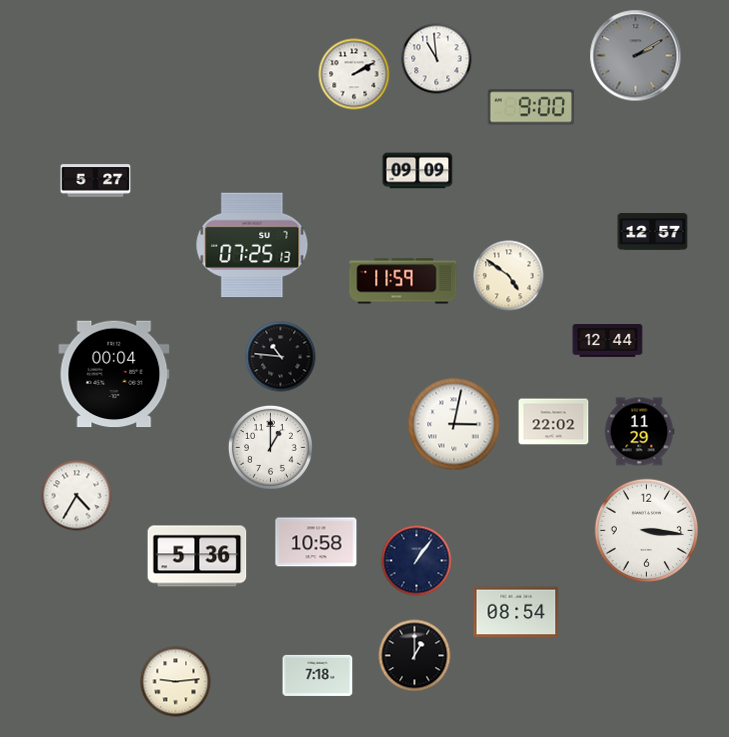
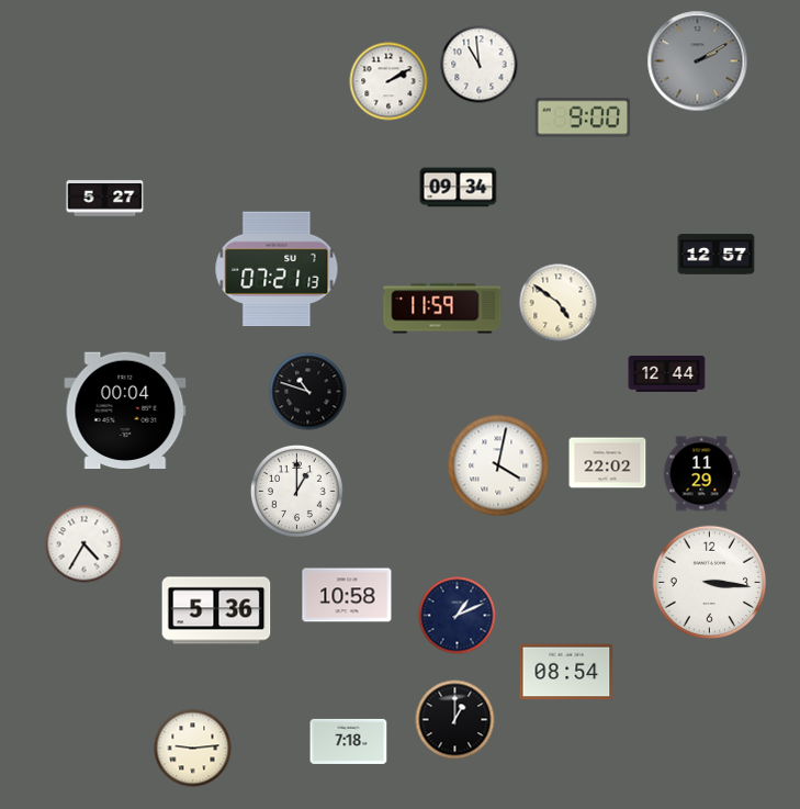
clock at (418, 171): 09:09 -> 09:34
clock at (252, 245): 07:25 -> 07:21
clock at (281, 357): 10:46 -> 10:48
clock at (454, 424): 3:02 -> 4:02
clock at (417, 561): 1:06 -> 1:11
